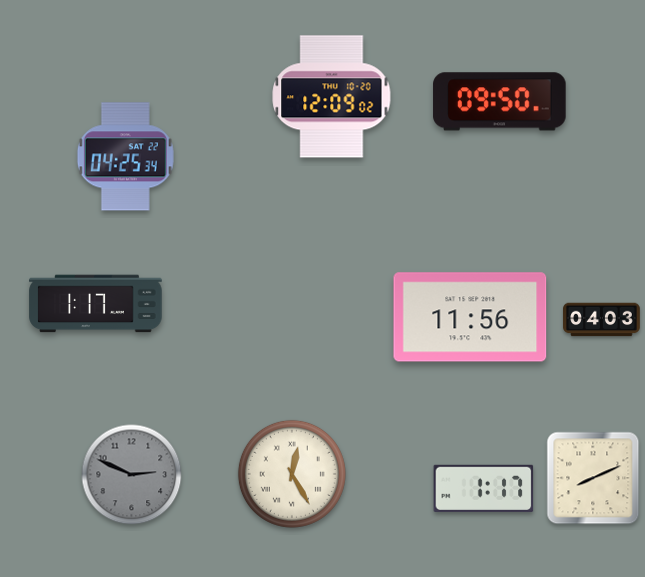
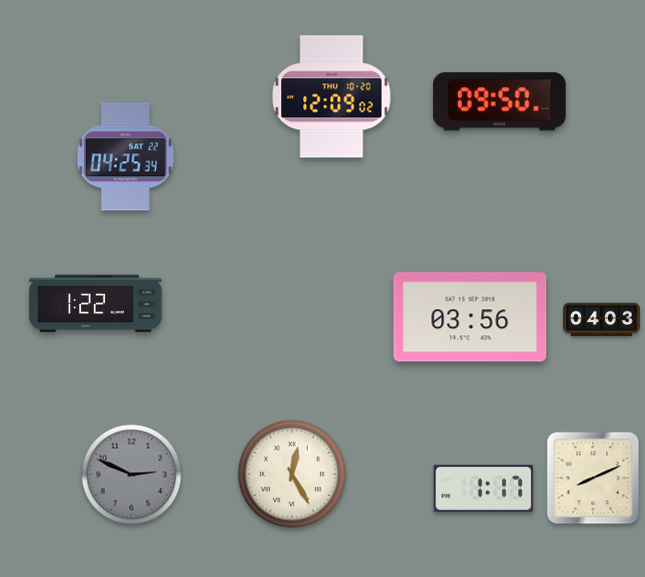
clock at (96, 304): 1:17 -> 1:22
clock at (470, 317): 11:56 -> 03:56
